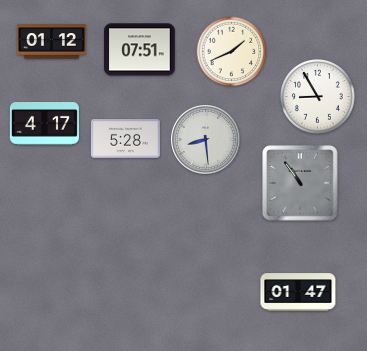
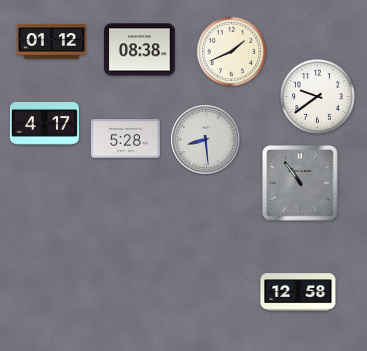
clock at (140, 50): 07:51 -> 08:38
clock at (318, 97): 8:55 -> 9:39
clock at (298, 292): 01:47 -> 12:58
